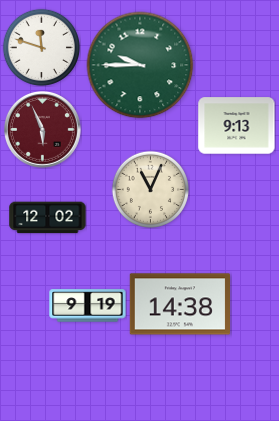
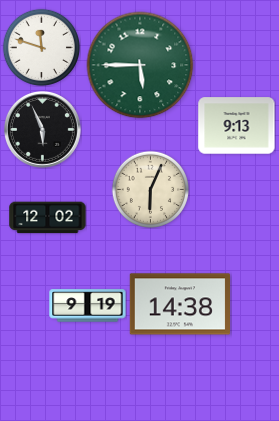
clock at (140, 65): 9:45 -> 5:45
clock at (43, 130) dial: burgundy -> black
clock at (150, 189): 11:04 -> 6:04
